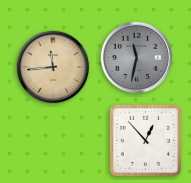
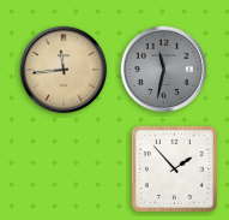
clock at (53, 67) position: (53, 67) -> (64, 70)
clock at (145, 140): 12:53 -> 1:53
